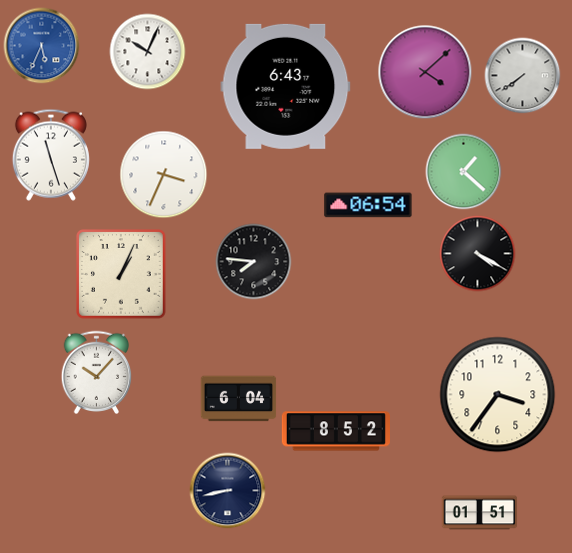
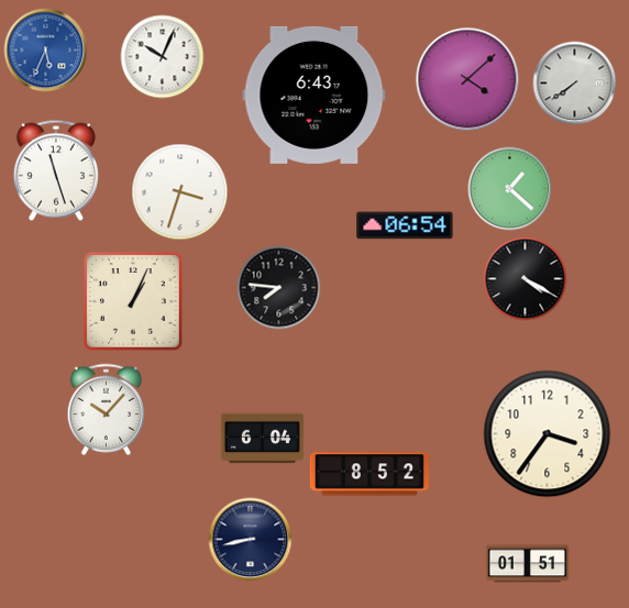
clock at (164, 175): 3:34 -> 3:33
